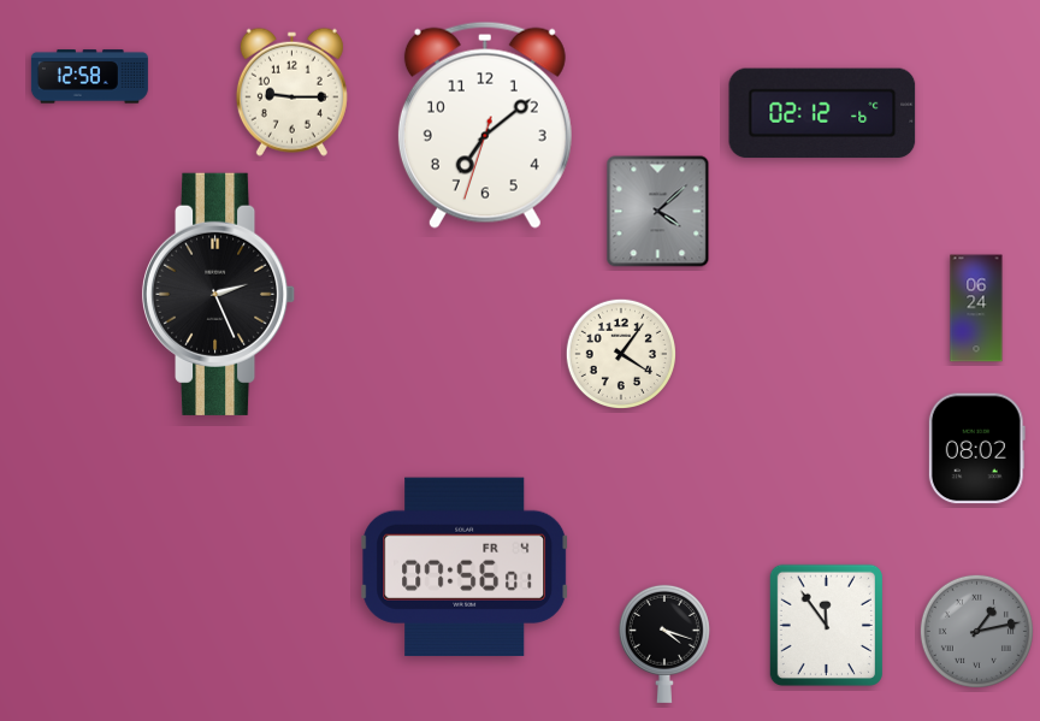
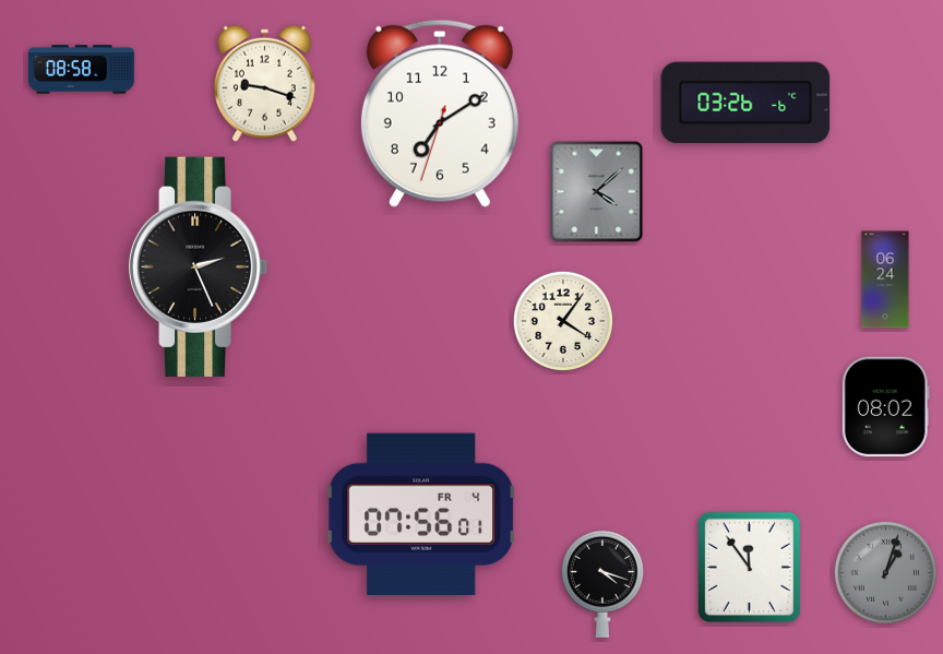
clock at (89, 77): 12:58 -> 08:58
clock at (291, 91): 9:15 -> 9:18
clock at (822, 113): 02:12 -> 03:26
clock at (485, 125): 7:08 -> 7:09
clock at (976, 631): 1:13 -> 1:03
